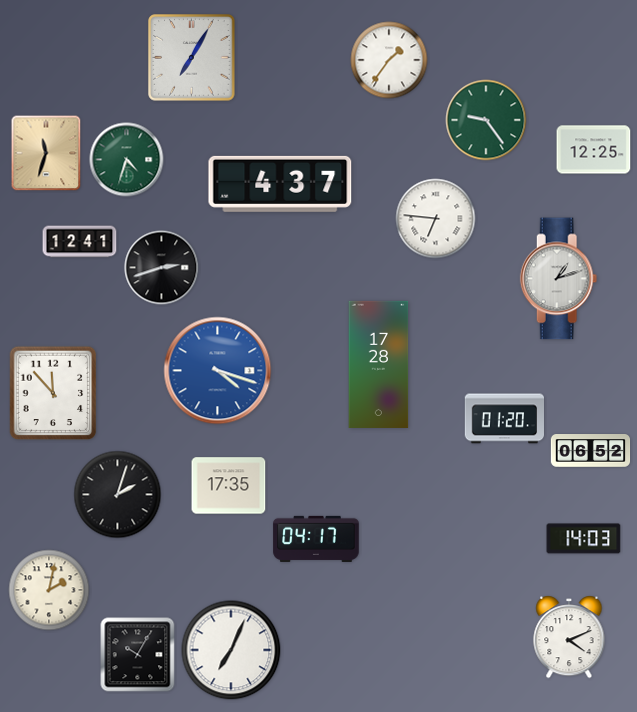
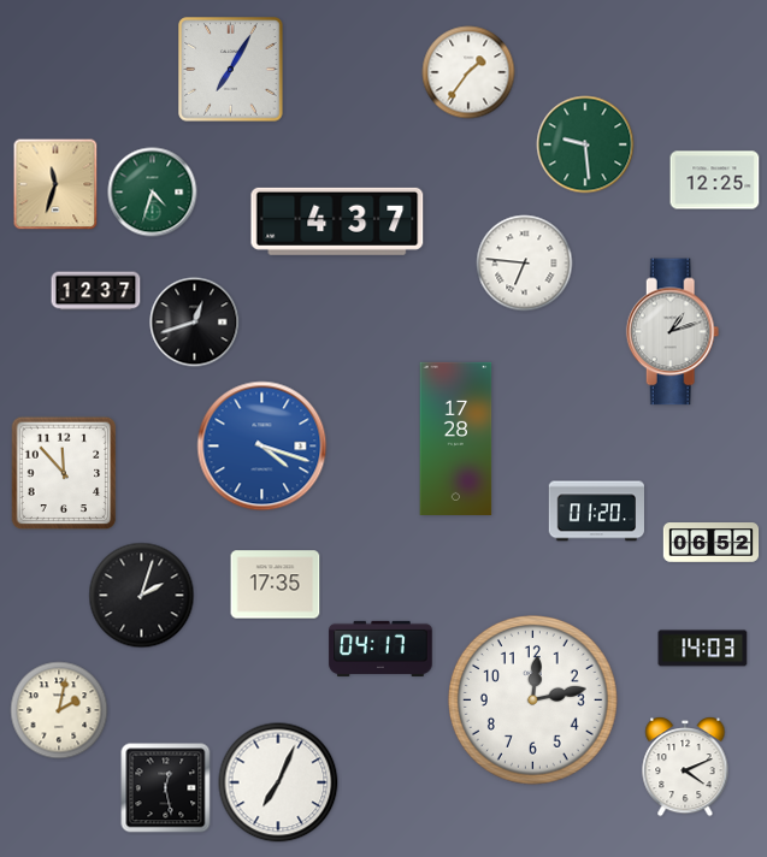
clock at (486, 120): 9:24 -> 9:29
clock at (80, 242): 12:41 -> 12:37
clock at (162, 268): 2:42 -> 12:42
clock at (559, 279) position: (559, 279) -> (673, 332)
clock at (504, 419) position: (504, 419) -> (596, 512)
clock at (533, 701): none -> 12:13
clock at (138, 655): 10:05 -> 12:28
